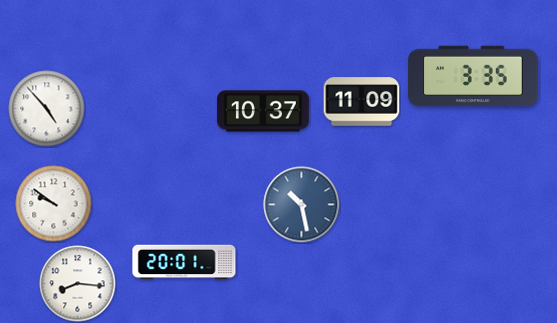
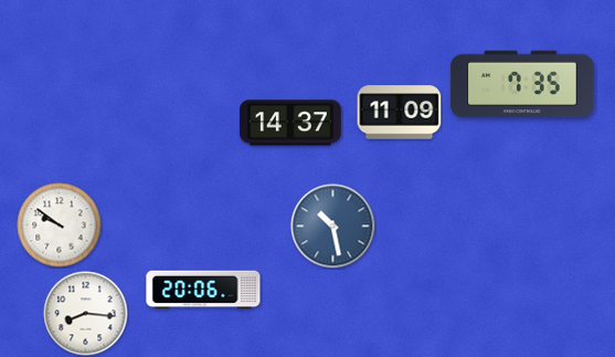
clock at (473, 76): 3:35 -> 7:35
clock at (47, 109): 4:53 -> none
clock at (263, 111): 10:37 -> 14:37
clock at (184, 262): 20:01 -> 20:06
